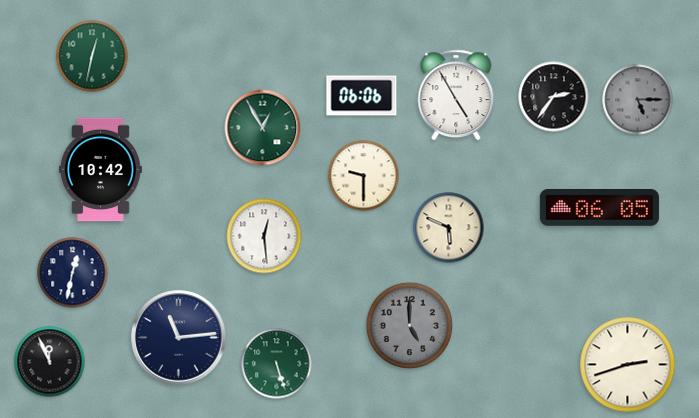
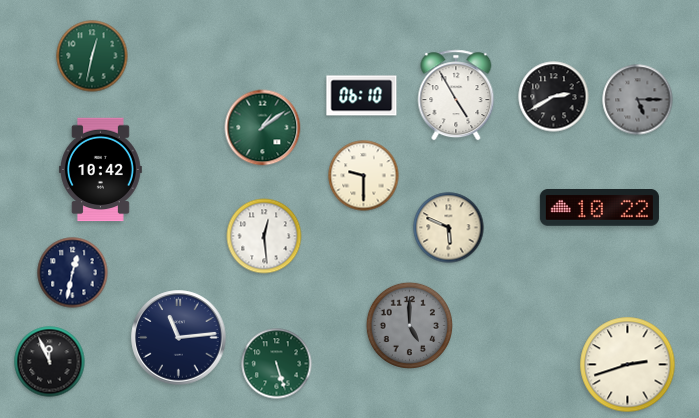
clock at (362, 96): 06:06 -> 06:10
clock at (554, 97): 2:36 -> 2:40
clock at (263, 128): 12:55 -> 1:09
clock at (599, 208): 06:05 -> 10:22
